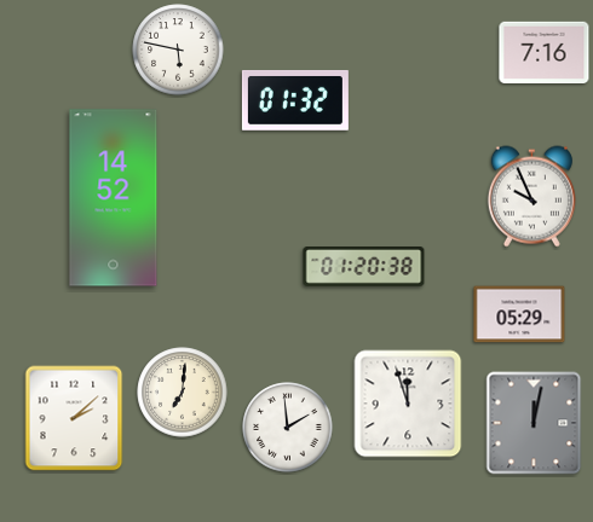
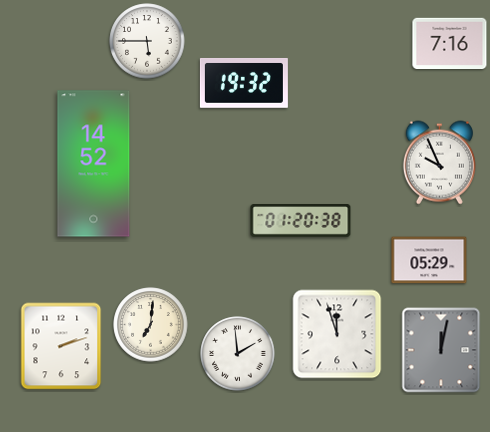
clock at (178, 50): 5:47 -> 5:45
clock at (295, 100): 01:32 -> 19:32
clock at (74, 418): 2:08 -> 2:12
